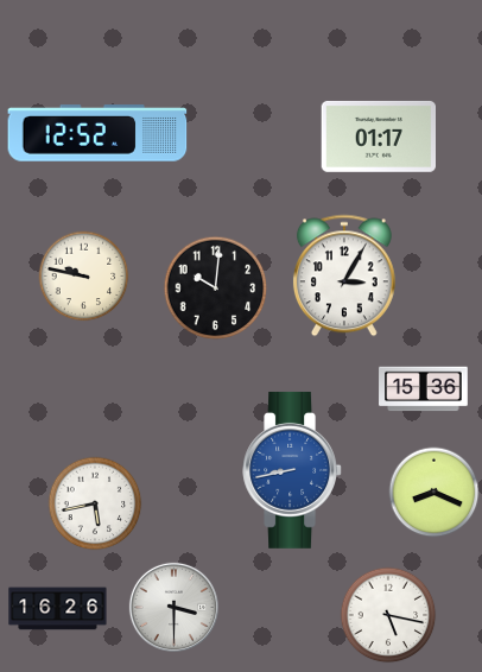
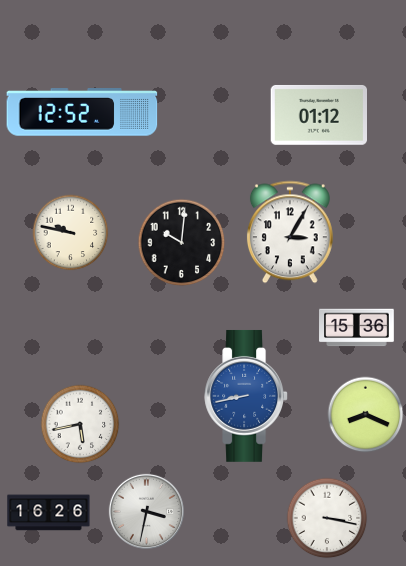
clock at (378, 137): 01:17 -> 01:12
clock at (173, 607): 3:30 -> 3:32
clock at (388, 615): 5:17 -> 3:17
